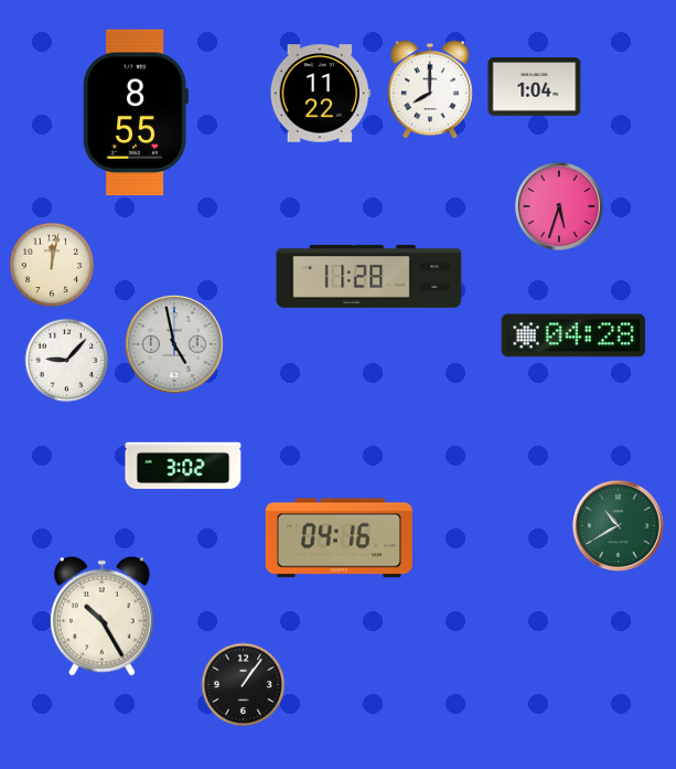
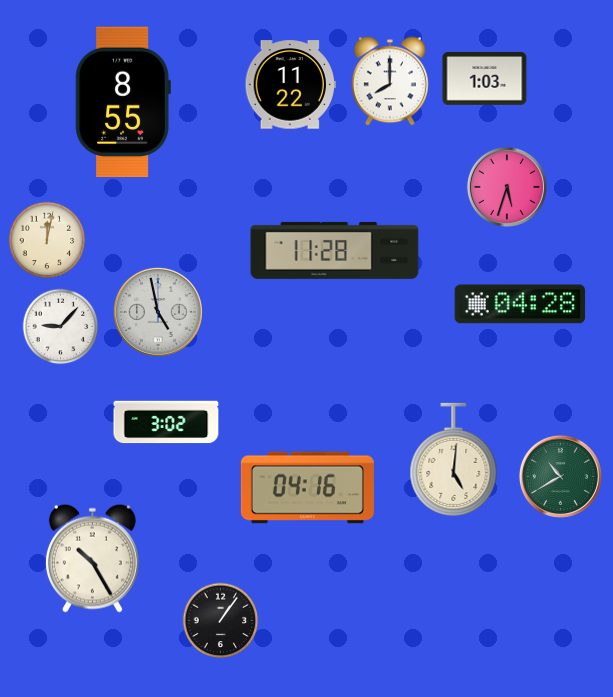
clock at (535, 86): 1:04 -> 1:03
clock at (454, 459): none -> 5:01
